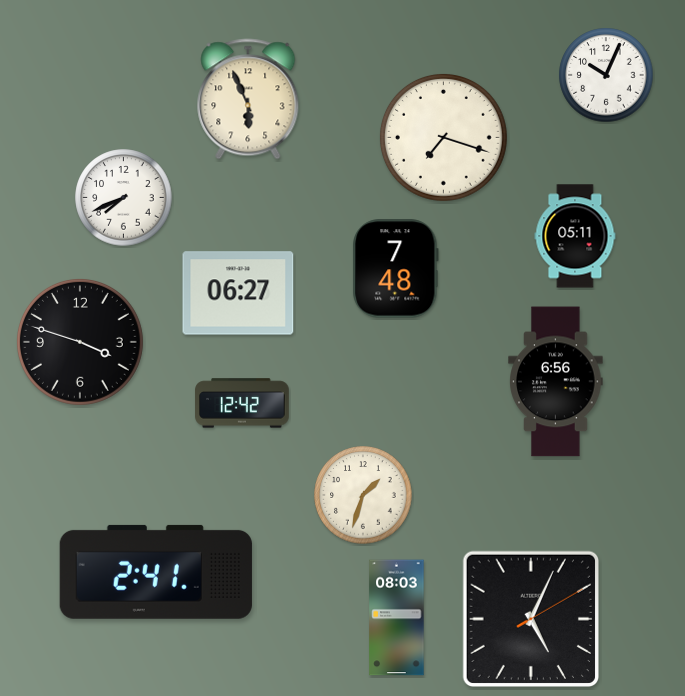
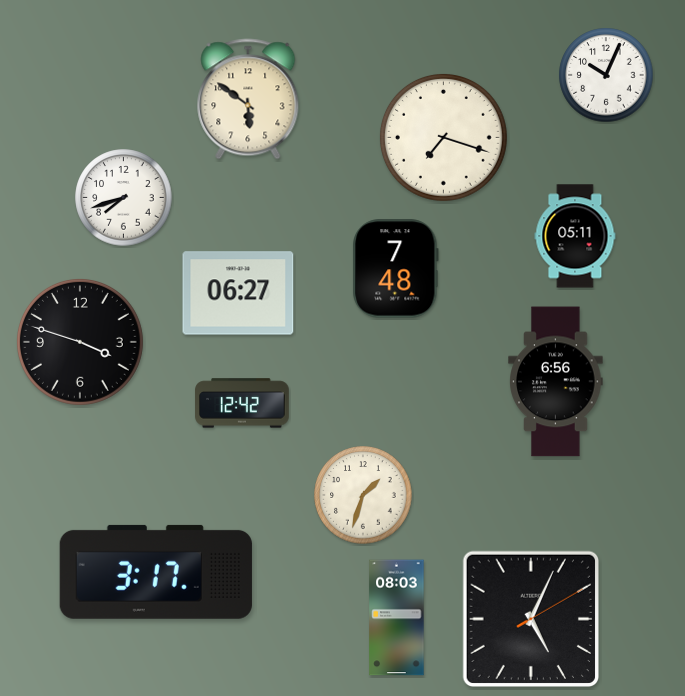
clock at (248, 99): 5:56 -> 5:51
clock at (124, 198): 7:41 -> 7:42
clock at (156, 572): 2:41 -> 3:17
